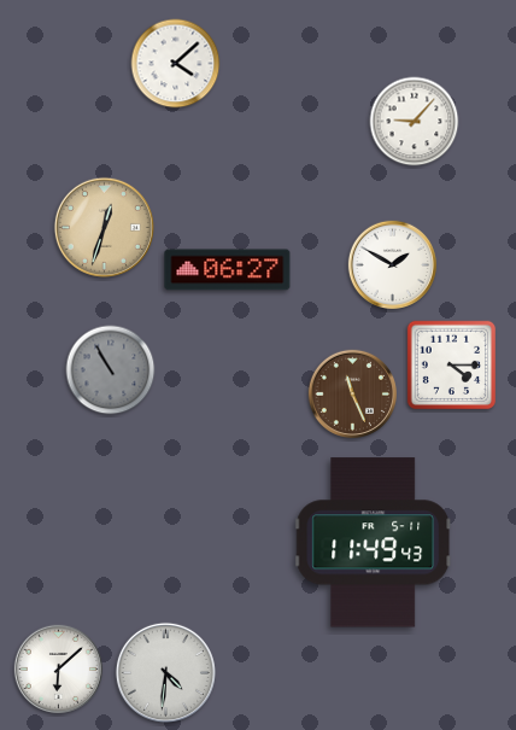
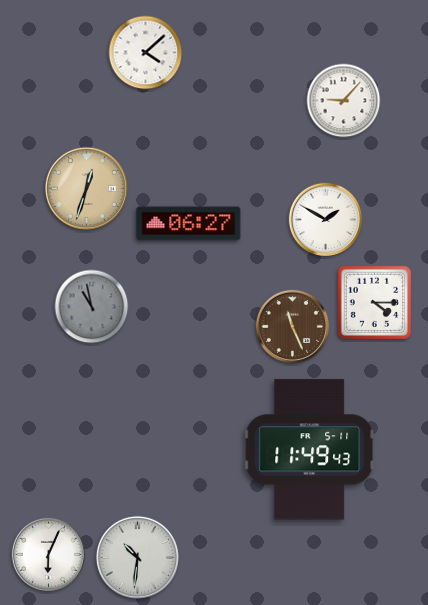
clock at (111, 370): 10:55 -> 10:58
clock at (58, 668): 6:08 -> 6:04
clock at (165, 672): 4:31 -> 10:31
